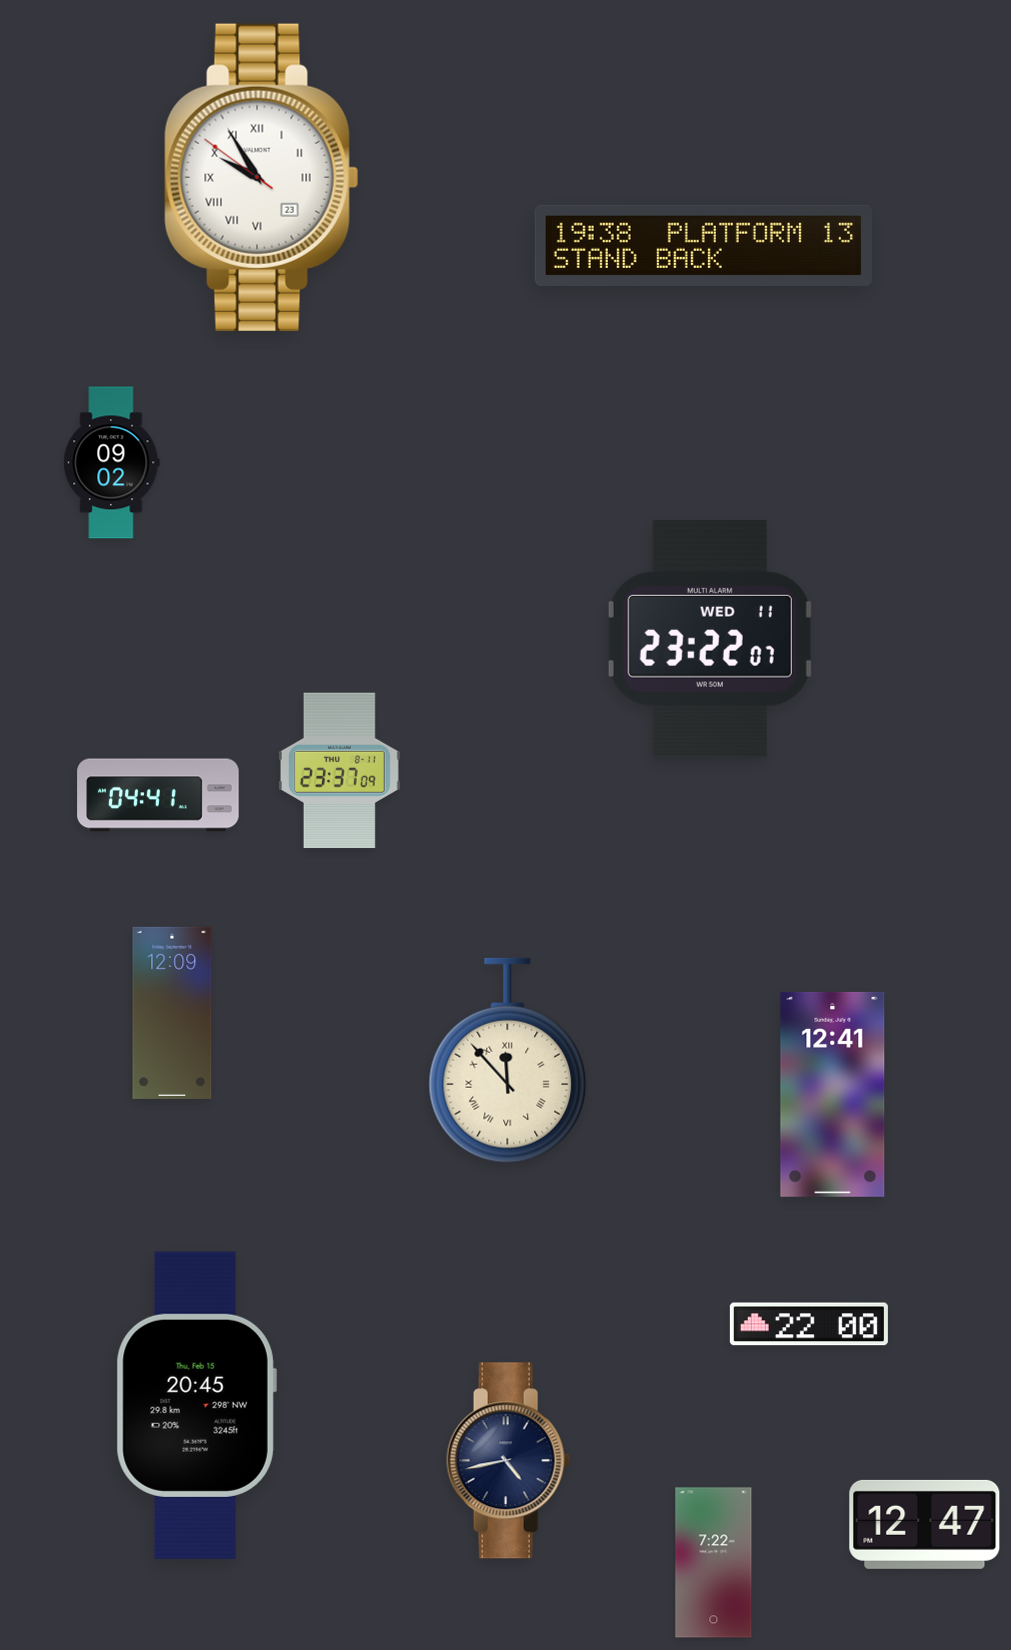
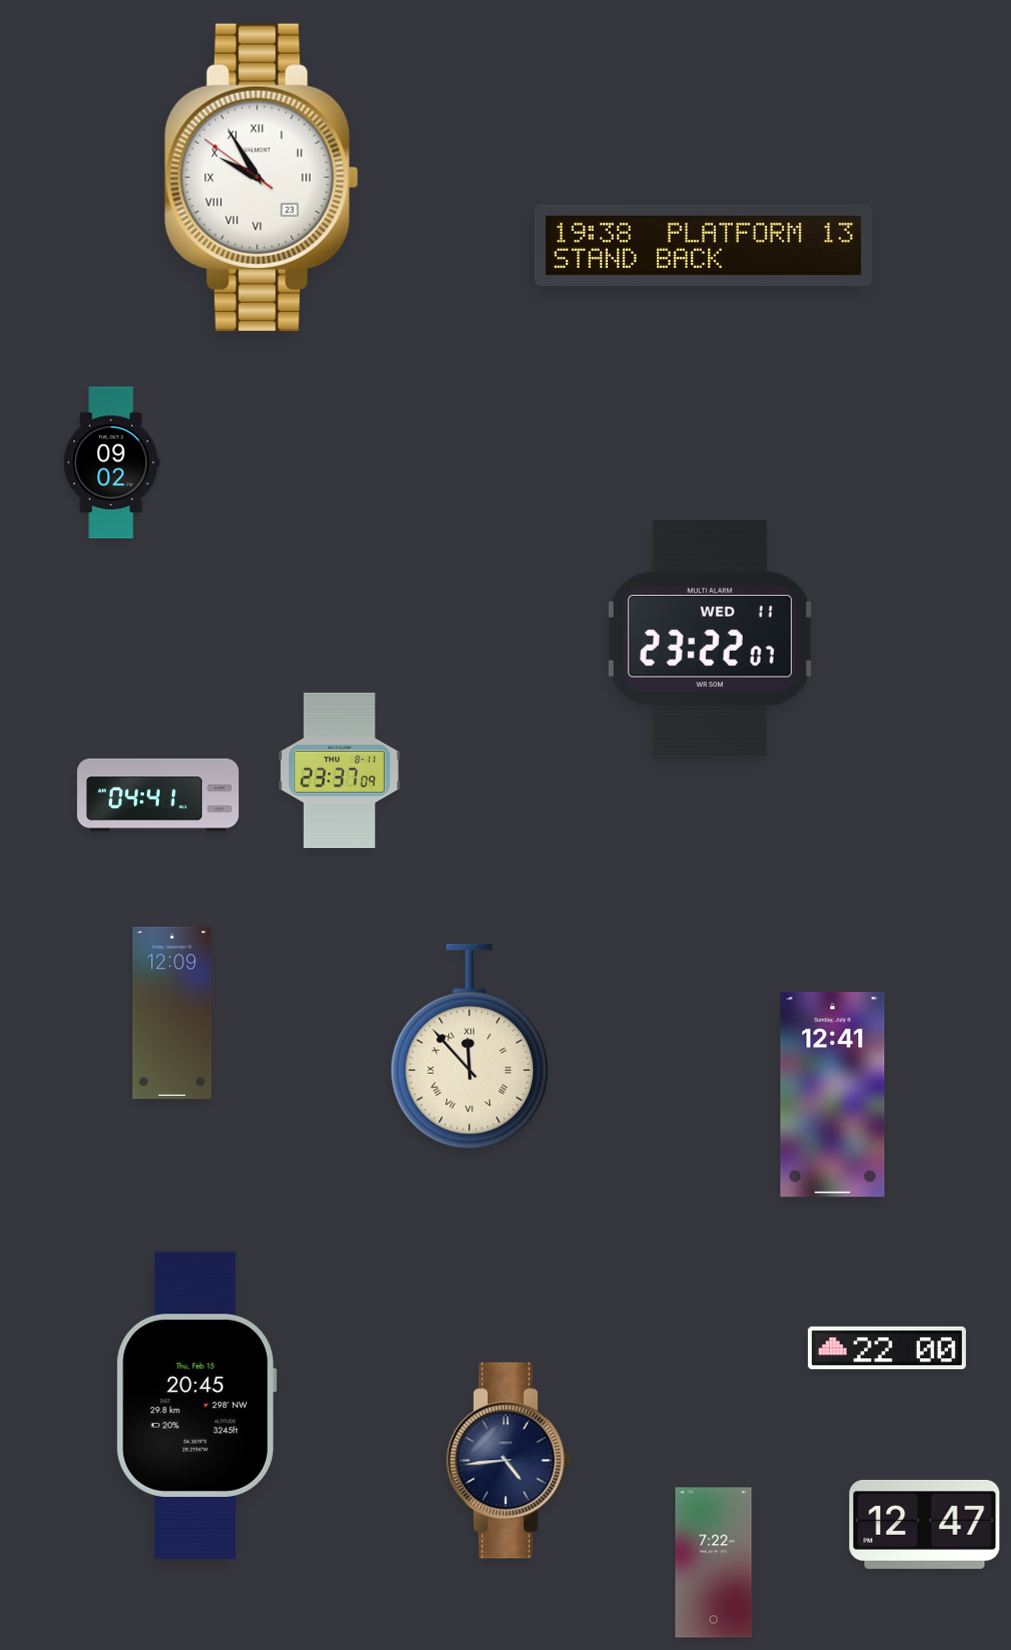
clock at (508, 1061) position: (508, 1061) -> (470, 1047)
clock at (809, 1324) position: (809, 1324) -> (887, 1348)
clock at (509, 1461): 4:43 -> 4:44
